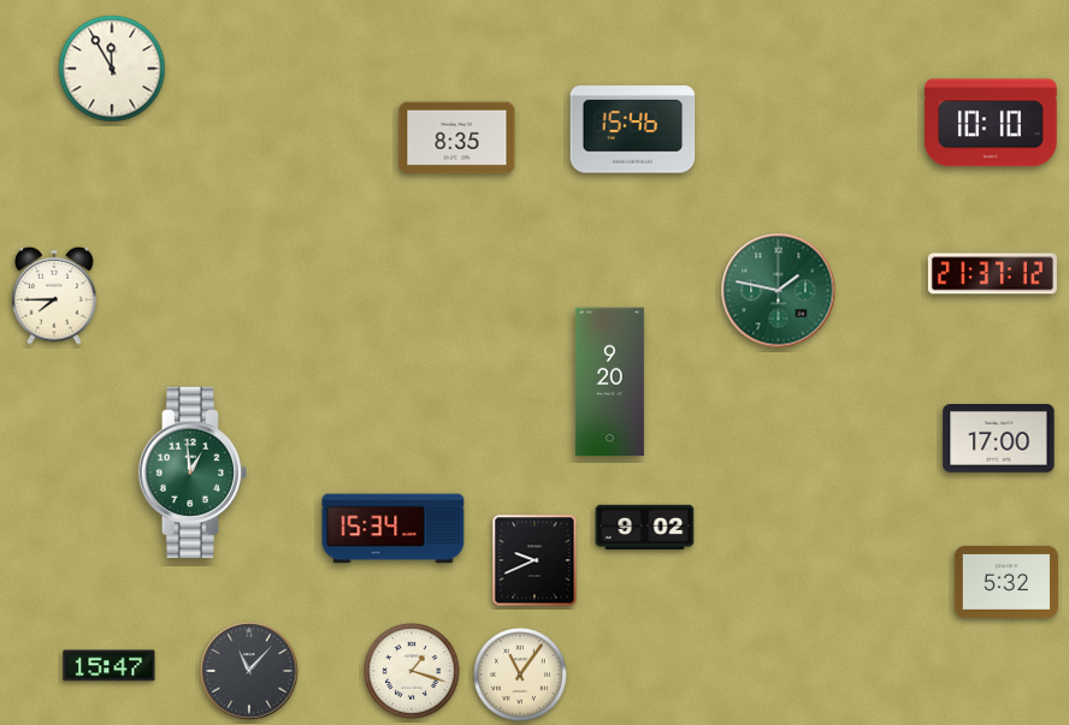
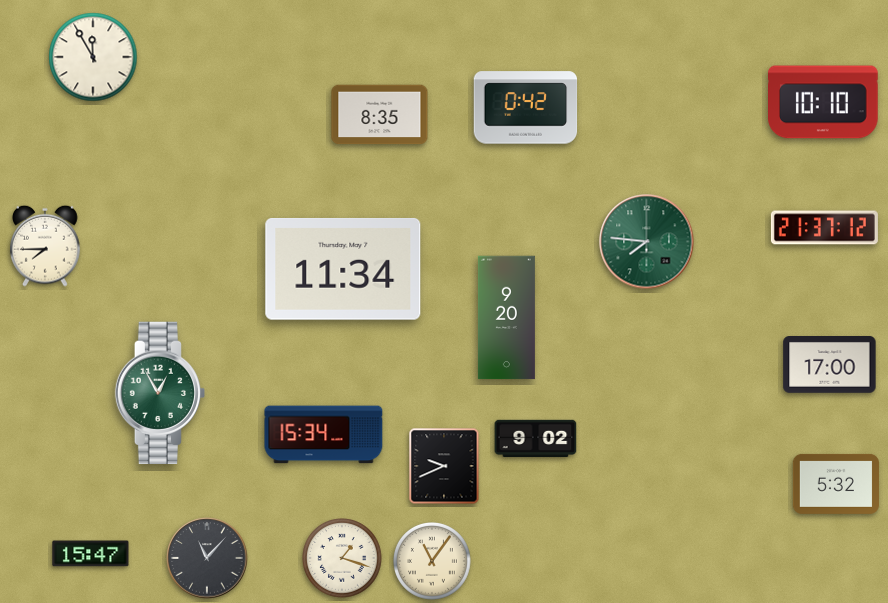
clock at (633, 130): 15:46 -> 0:42
clock at (779, 291): 1:47 -> 7:46
clock at (343, 269): none -> 11:34
clock at (193, 473): 12:59 -> 12:55
clock at (394, 529) position: (394, 529) -> (324, 435)
